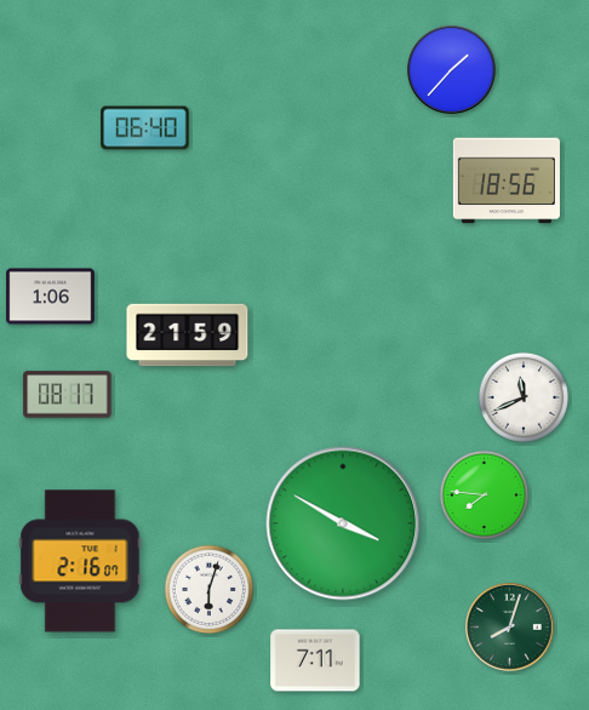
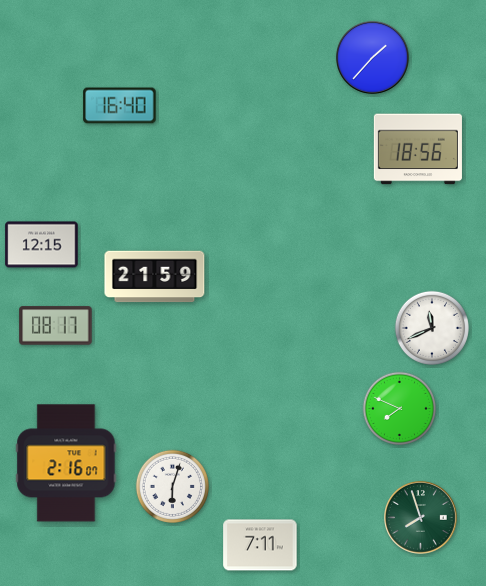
clock at (145, 128): 06:40 -> 16:40
clock at (51, 297): 1:06 -> 12:15
clock at (484, 494): 7:46 -> 7:49
clock at (343, 523): 3:50 -> none
clock at (510, 628): 8:03 -> 7:57
